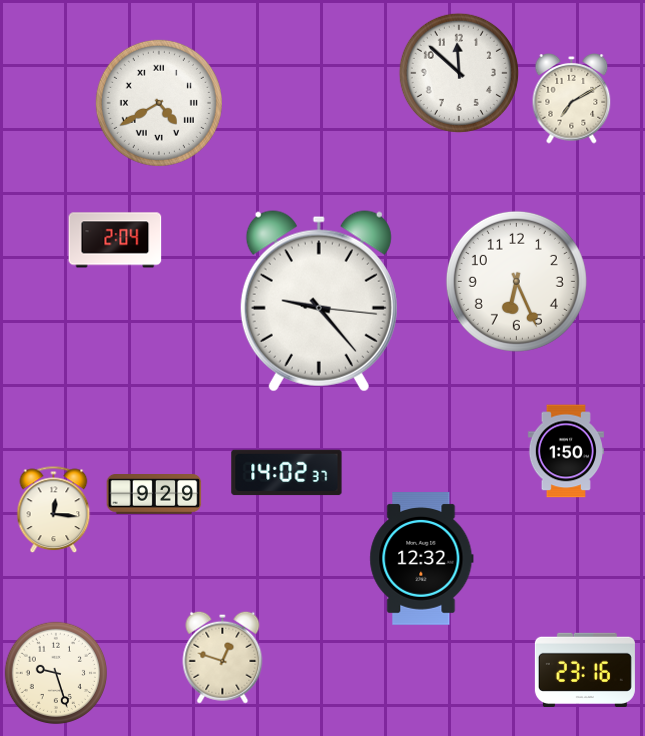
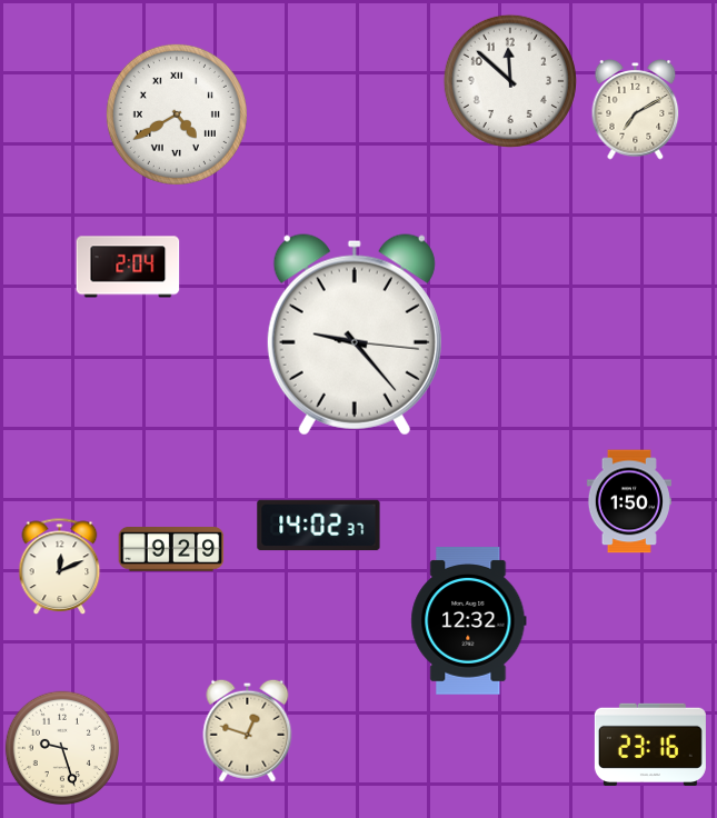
clock at (516, 281): 6:26 -> none
clock at (54, 510): 12:16 -> 12:11
